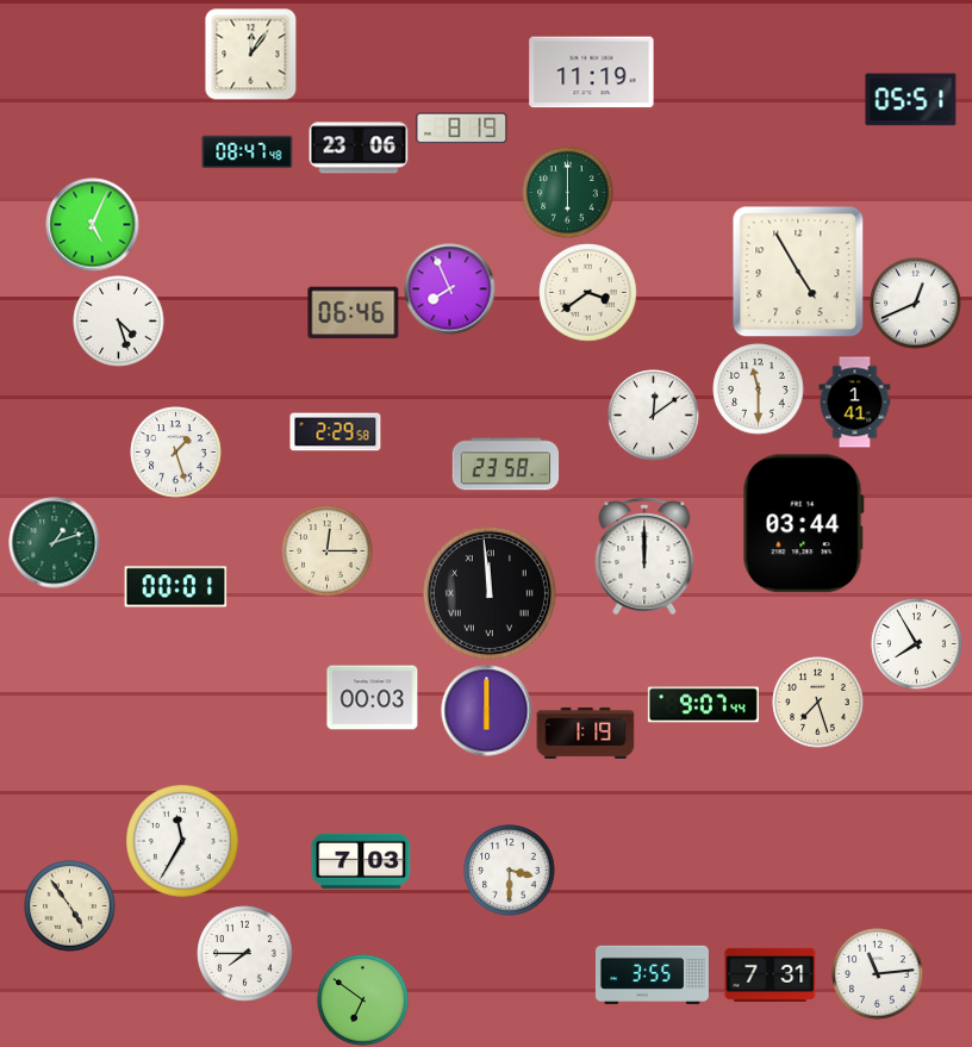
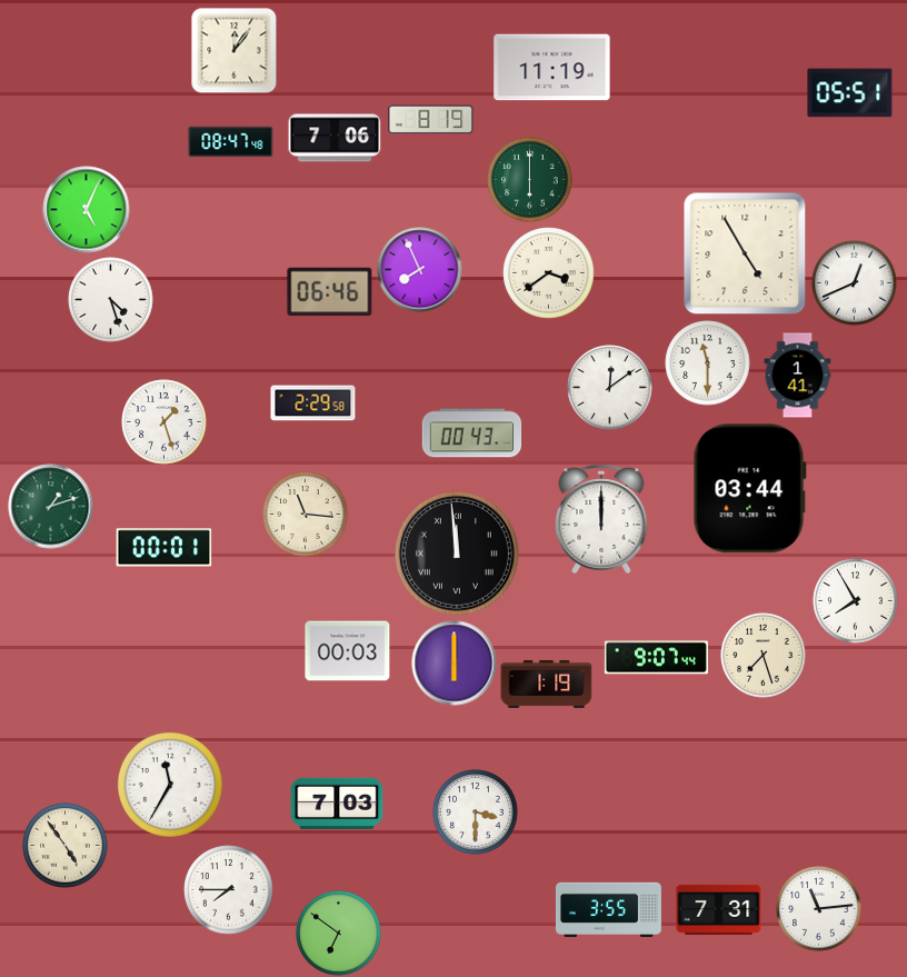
clock at (359, 148): 23:06 -> 7:06
clock at (506, 465): 23:58 -> 00:43
clock at (328, 551): 12:15 -> 11:16
